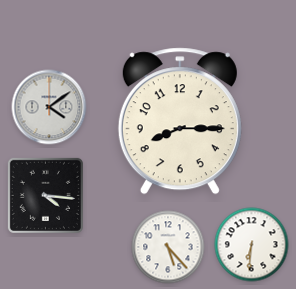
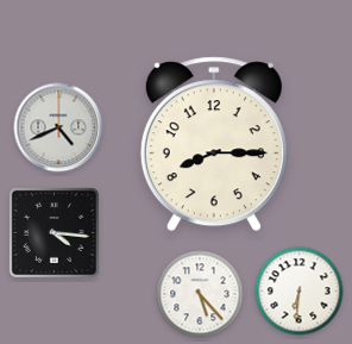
clock at (49, 107): 4:09 -> 4:41
